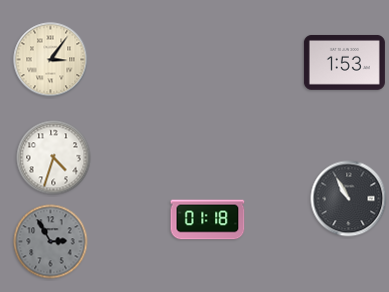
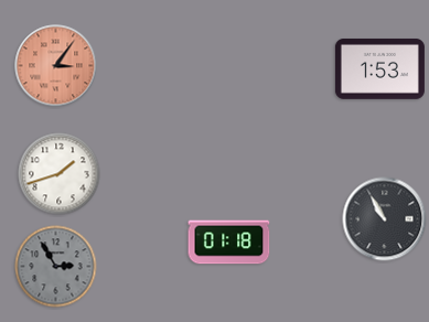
clock at (51, 60) dial: cream -> salmon
clock at (54, 158): 4:33 -> 1:42
